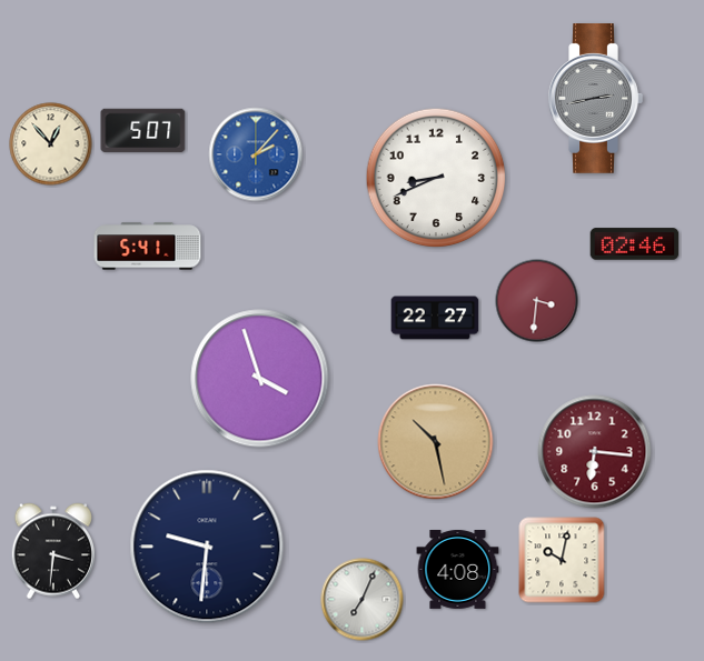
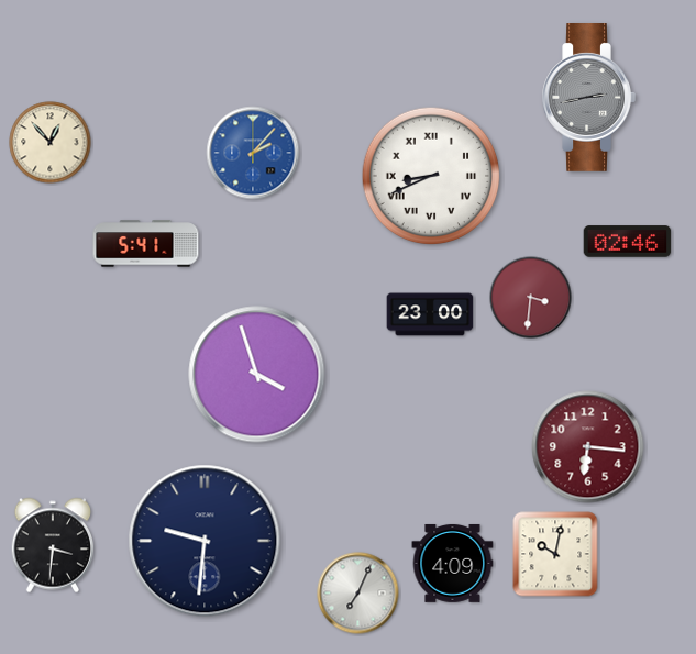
clock at (143, 130): 5:07 -> none
clock at (436, 178) numerals: Arabic -> Roman
clock at (435, 318): 22:27 -> 23:00
clock at (436, 442): 10:28 -> none
clock at (458, 569): 4:08 -> 4:09
